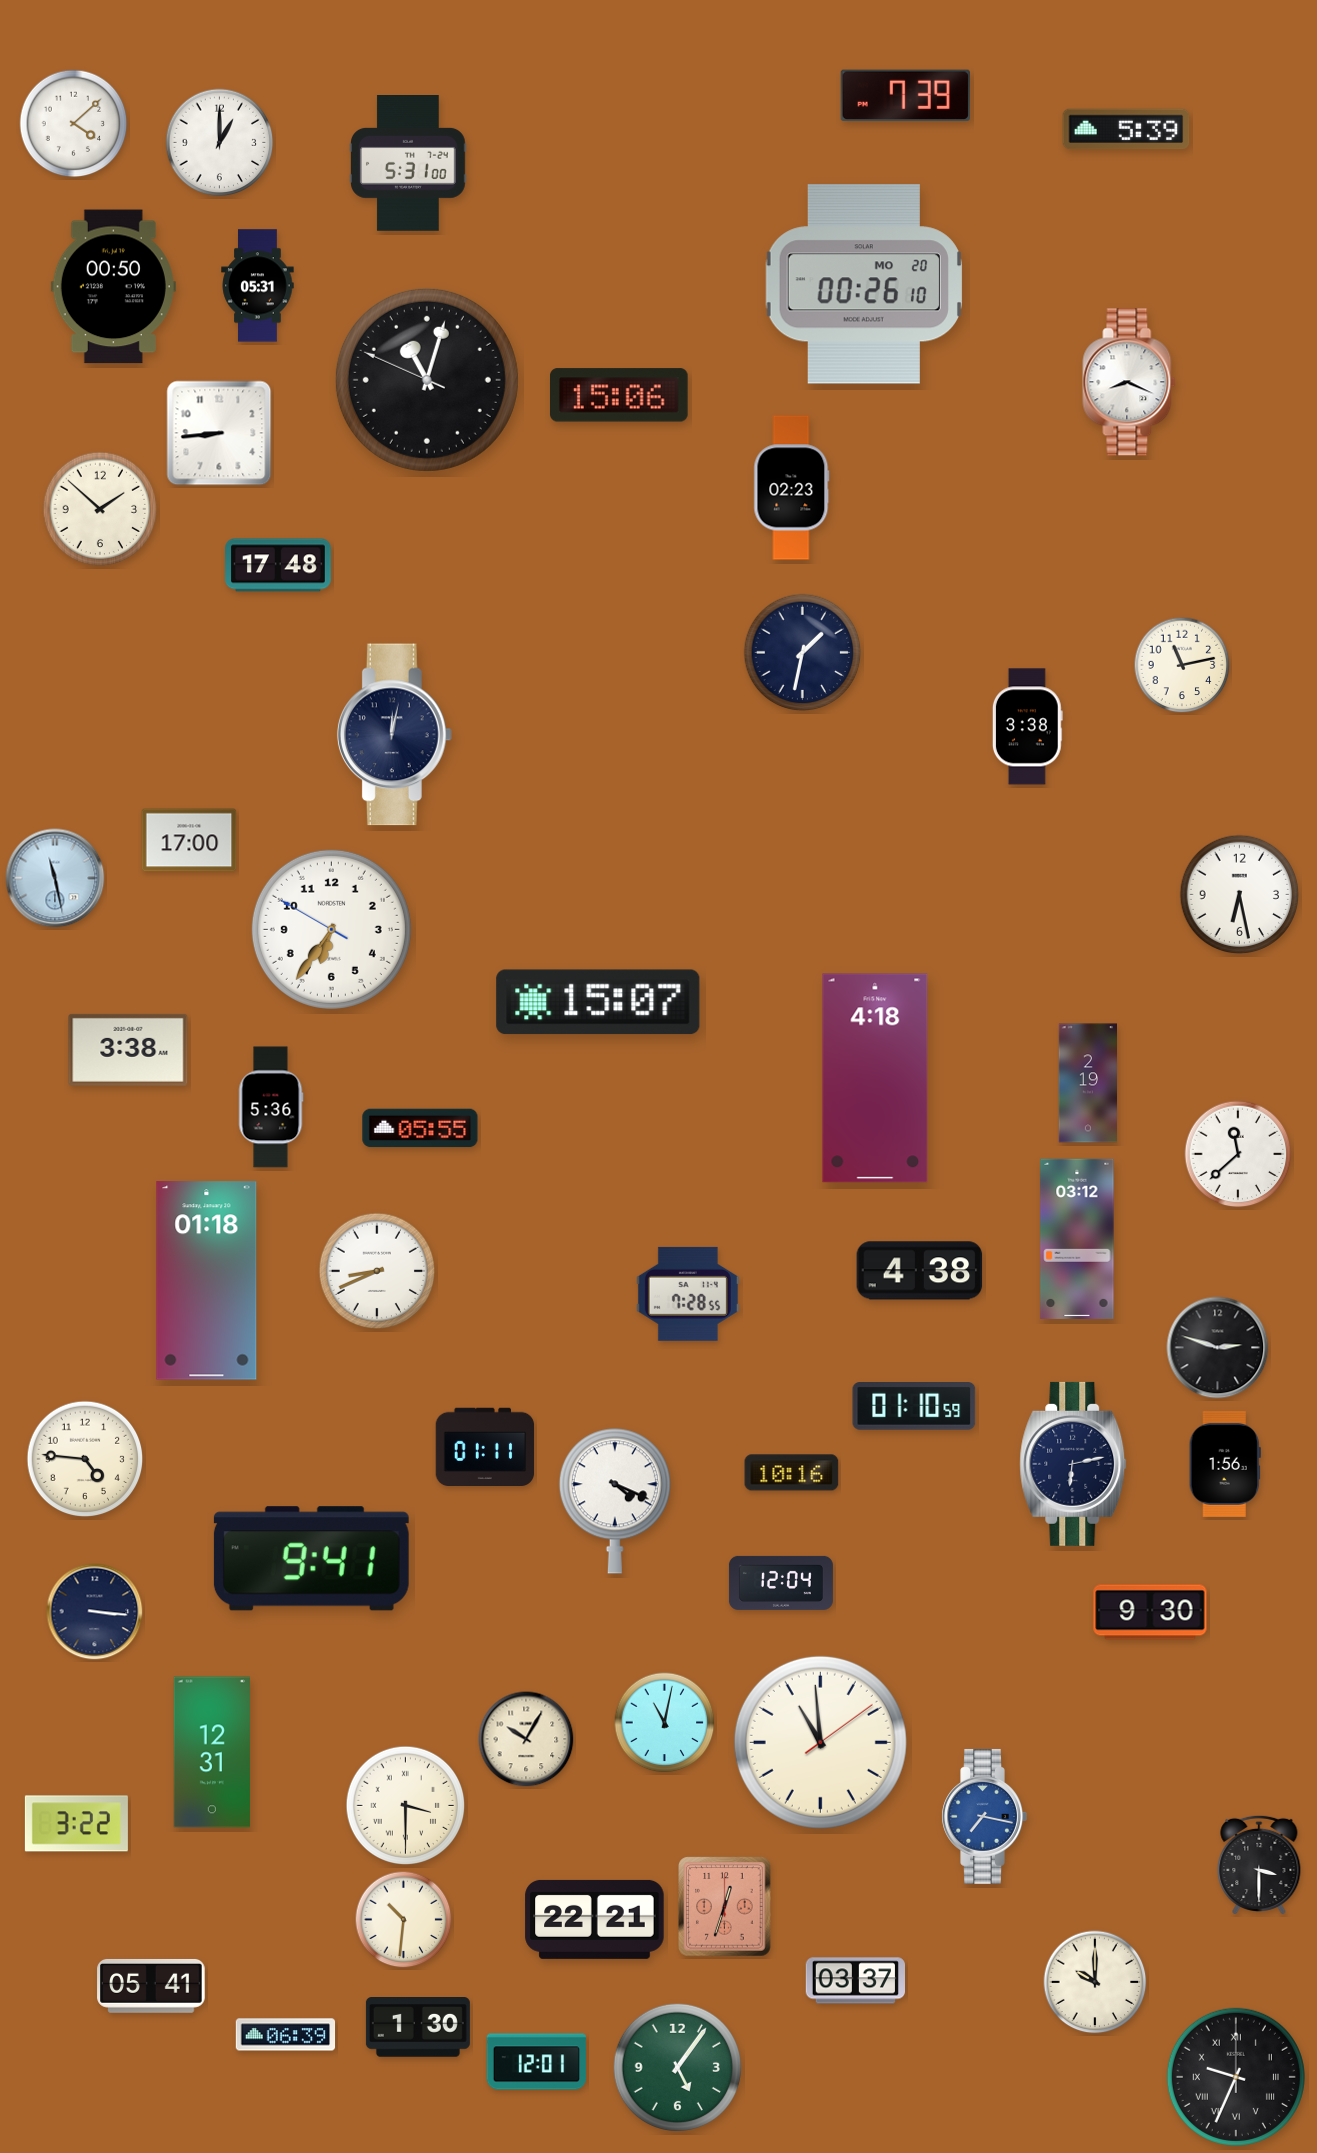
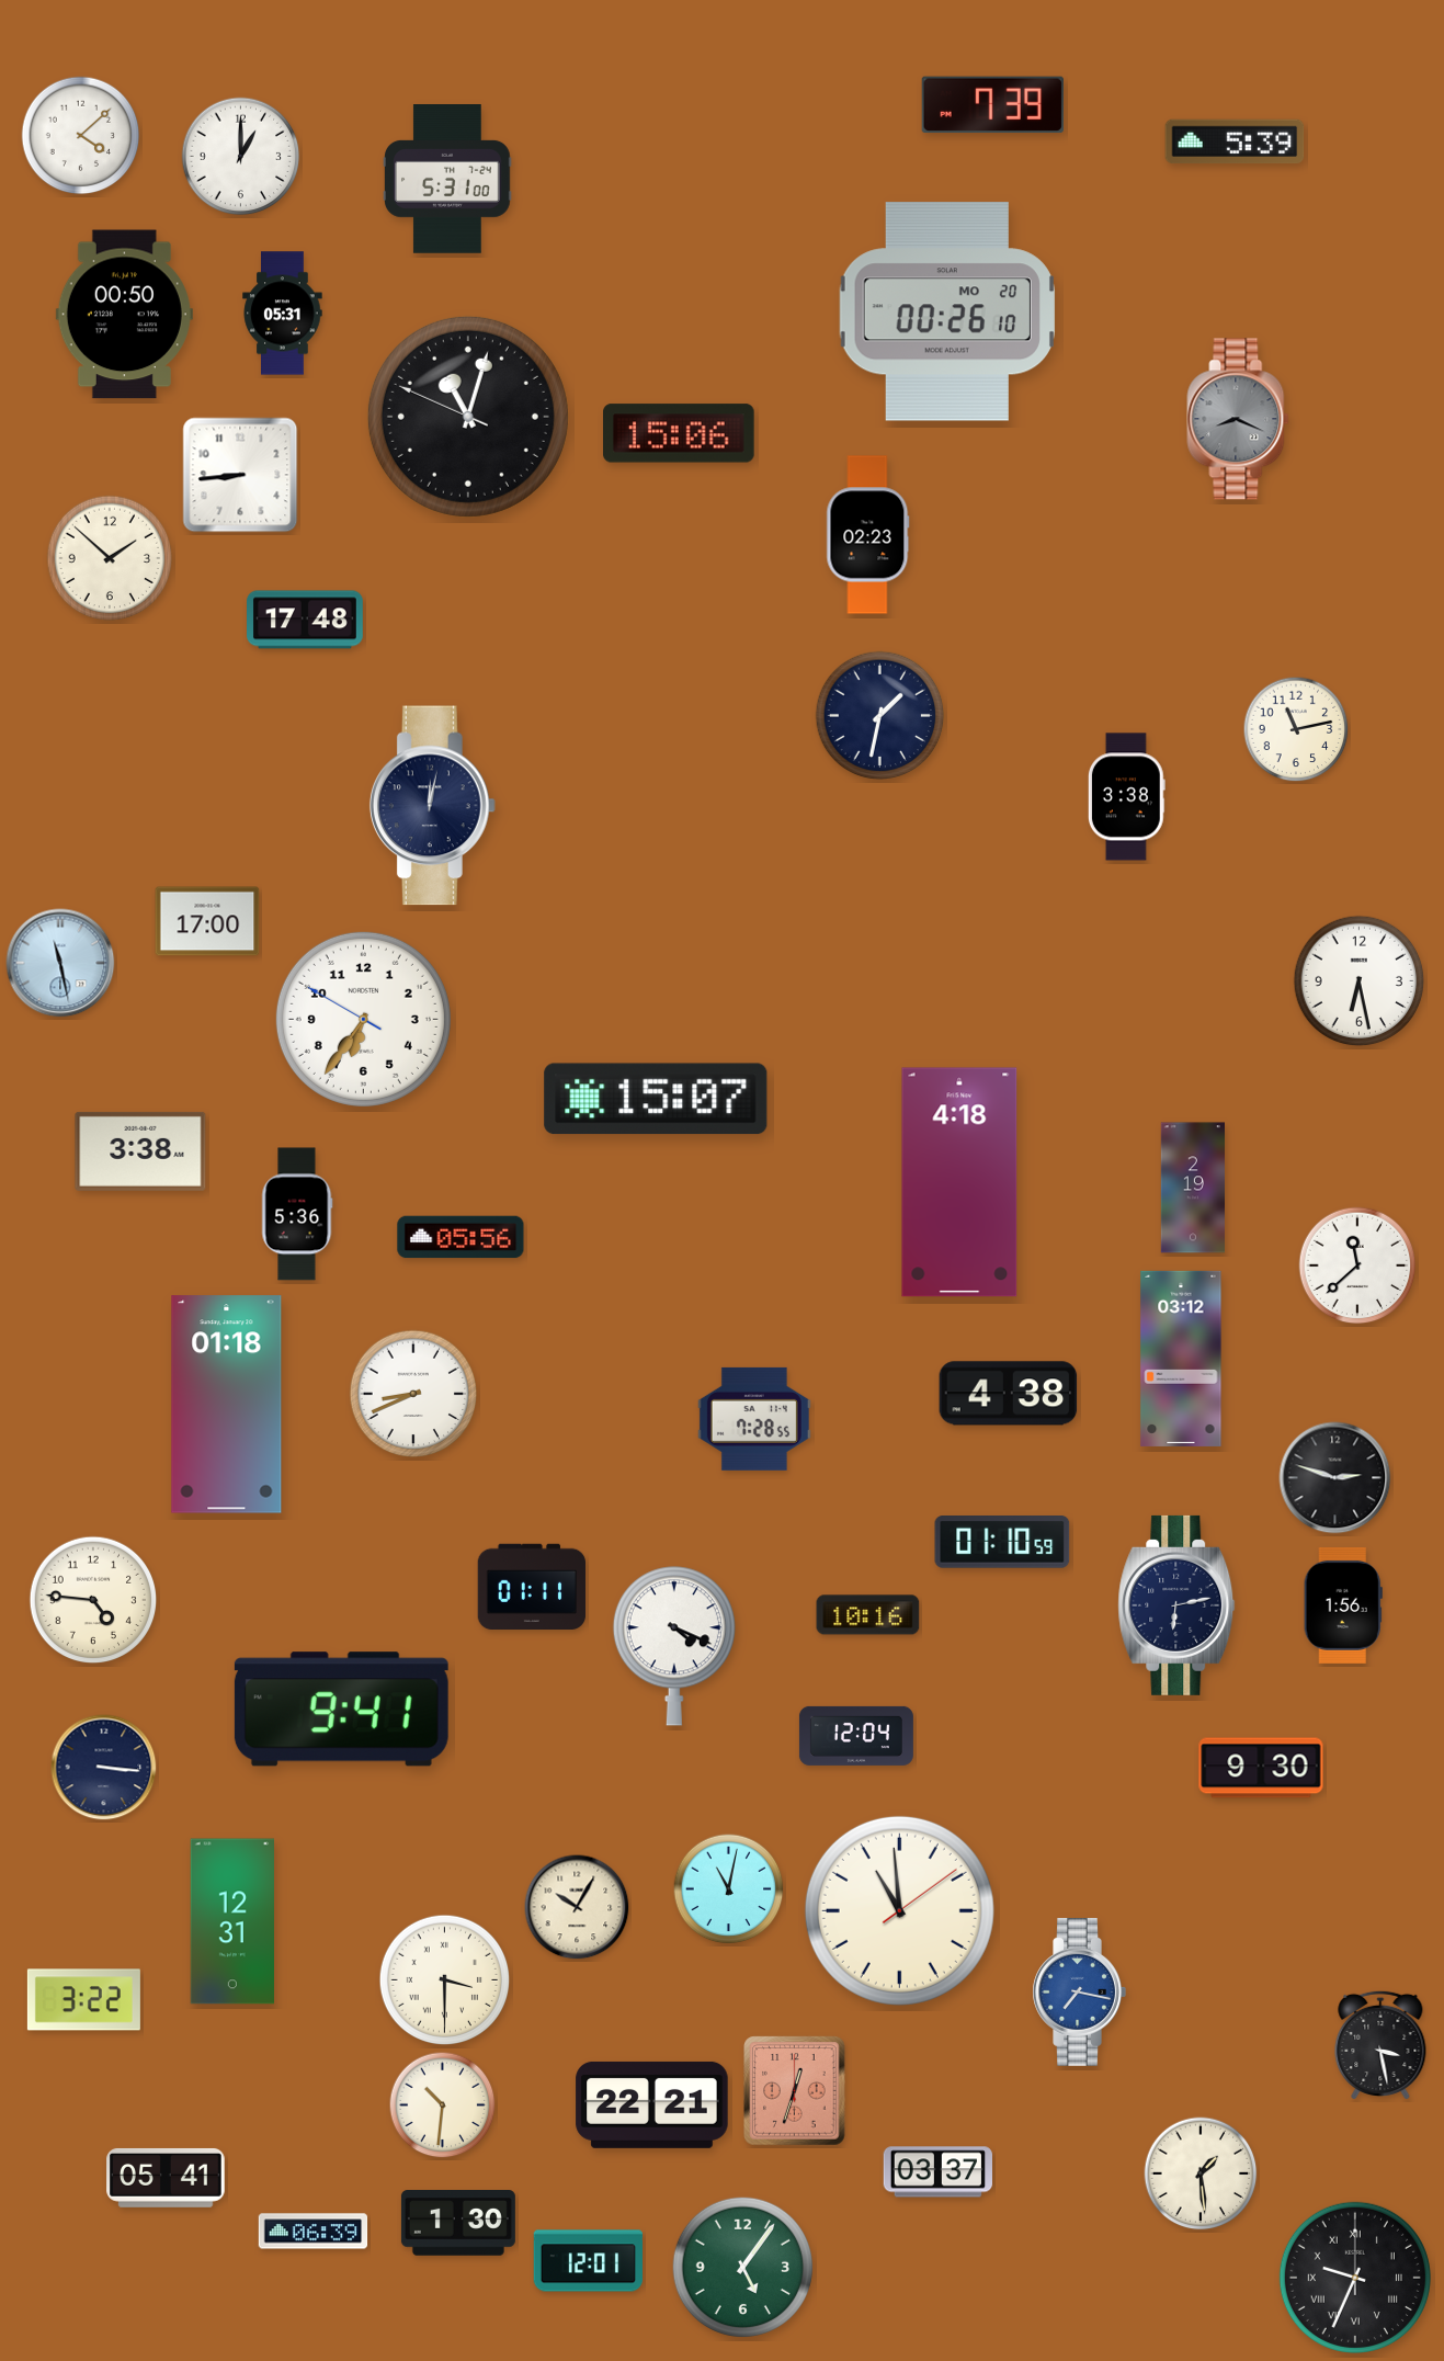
clock at (1129, 382) dial: white -> grey
clock at (420, 1128): 05:55 -> 05:56
clock at (1259, 1865): 3:30 -> 3:28
clock at (1095, 1982): 10:00 -> 1:29
